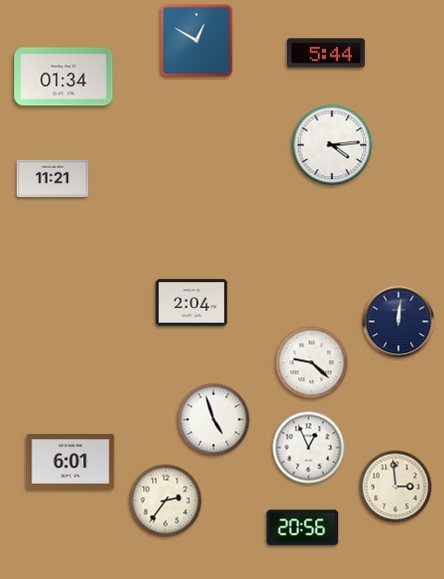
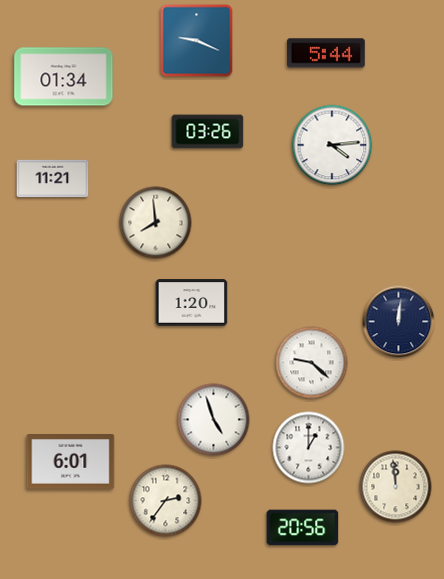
clock at (197, 41): 12:50 -> 9:19
clock at (208, 132): none -> 03:26
clock at (156, 223): none -> 7:59
clock at (192, 303): 2:04 -> 1:20
clock at (309, 448): 12:56 -> 1:00
clock at (396, 487): 2:59 -> 11:59
